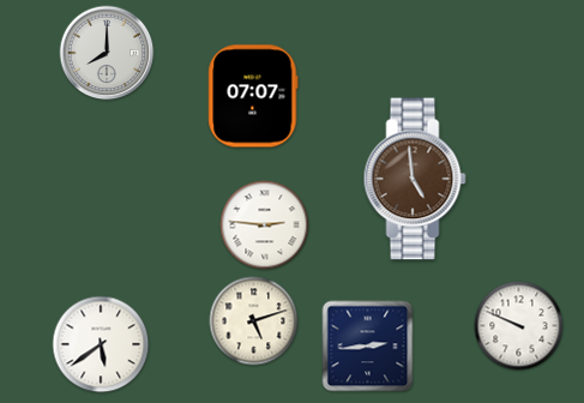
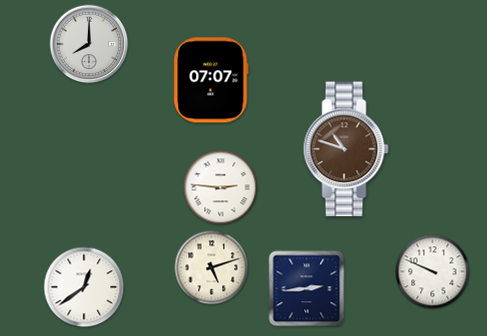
clock at (415, 179): 4:59 -> 10:48
clock at (101, 344): 5:39 -> 12:39
